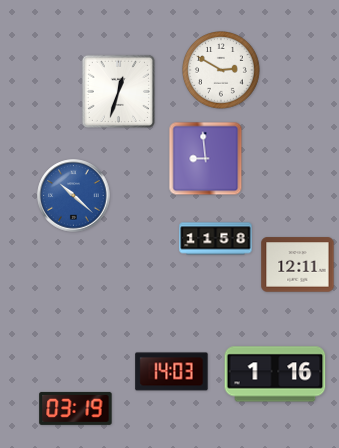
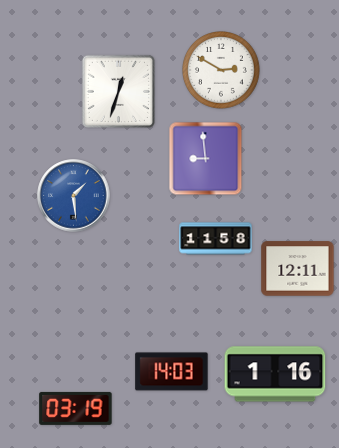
clock at (74, 196): 10:22 -> 1:29
clock at (298, 265) position: (298, 265) -> (298, 269)
